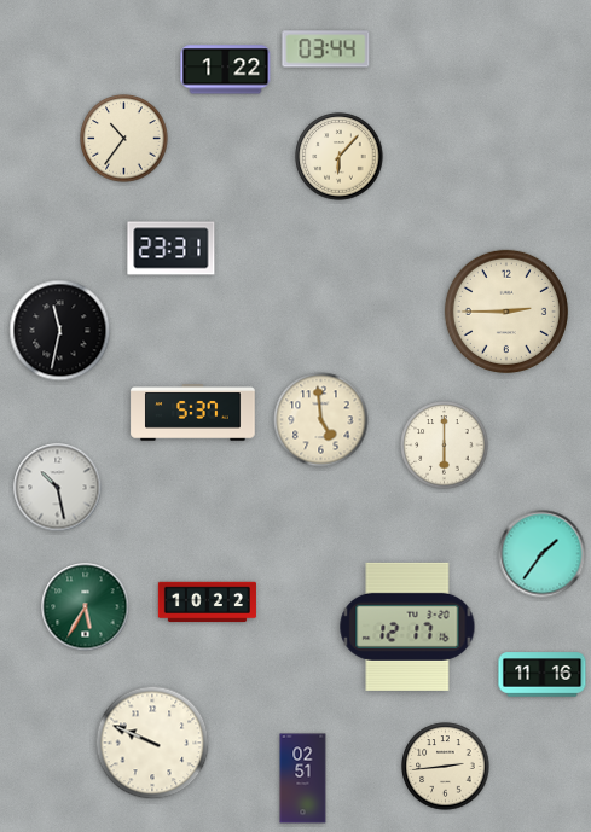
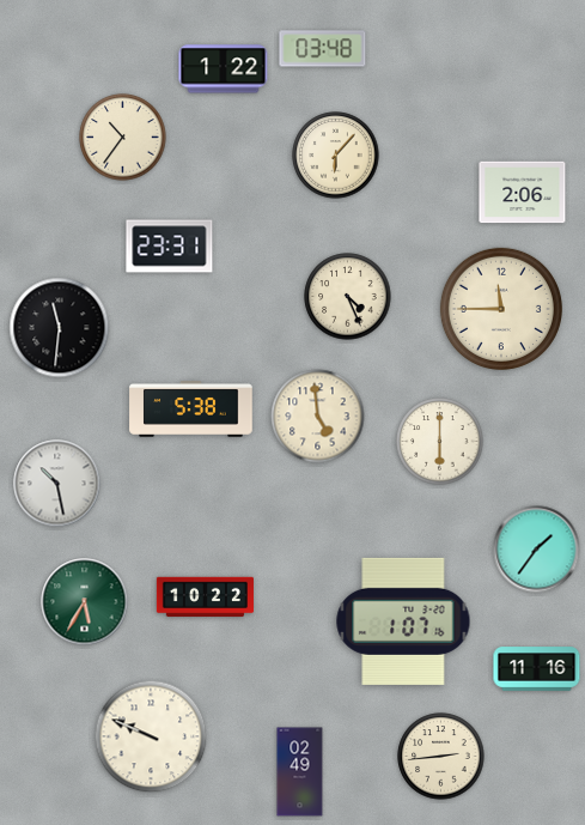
clock at (326, 50): 03:44 -> 03:48
clock at (523, 193): none -> 2:06
clock at (348, 297): none -> 4:26
clock at (506, 312): 2:45 -> 11:45
clock at (60, 331): 11:32 -> 11:31
clock at (193, 413): 5:37 -> 5:38
clock at (407, 627): 12:17 -> 1:07
clock at (446, 767) position: (446, 767) -> (441, 757)
clock at (303, 779): 02:51 -> 02:49
